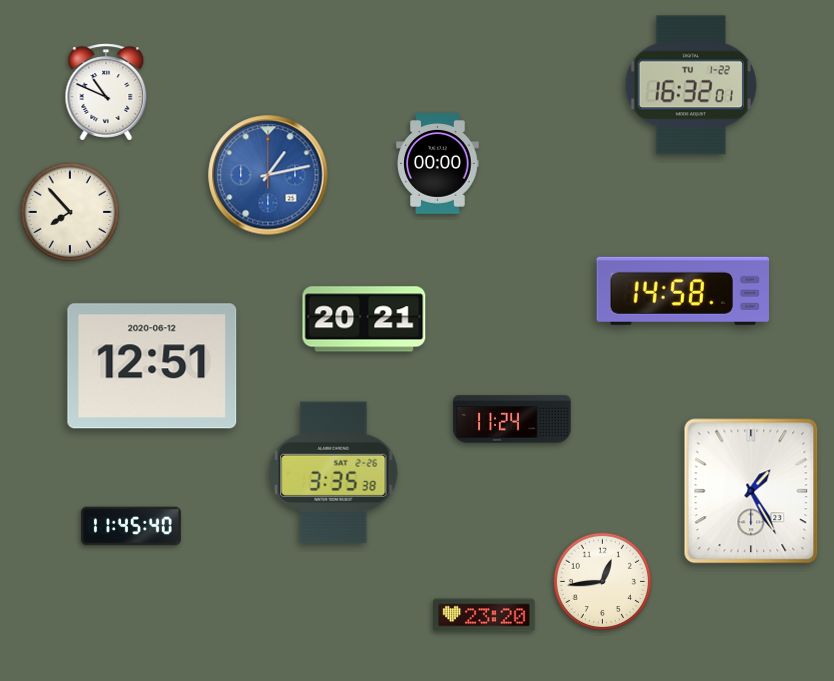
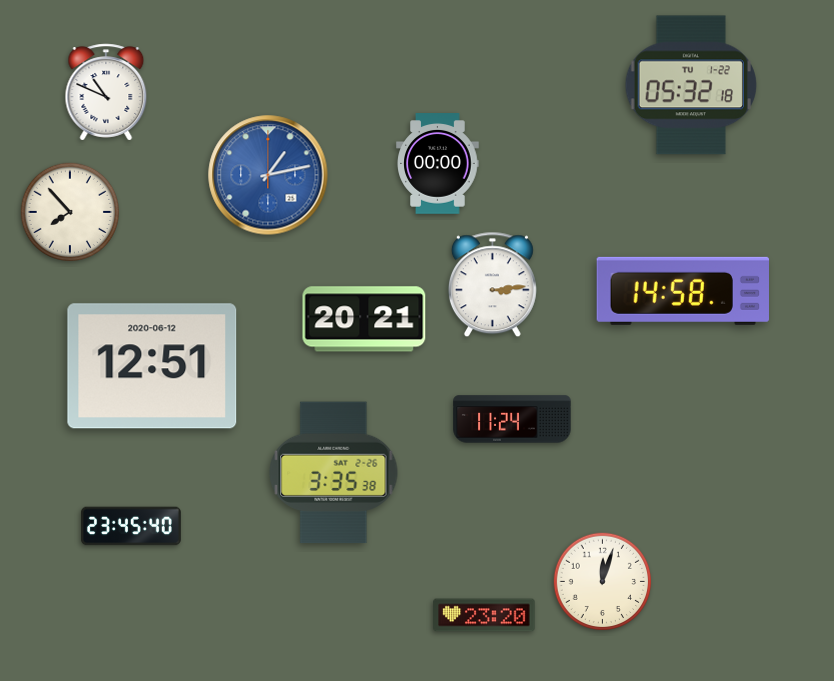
clock at (691, 85): 16:32 -> 05:32
clock at (492, 285): none -> 3:14
clock at (751, 491): 1:25 -> none
clock at (131, 526): 11:45 -> 23:45
clock at (603, 582): 12:44 -> 12:03
